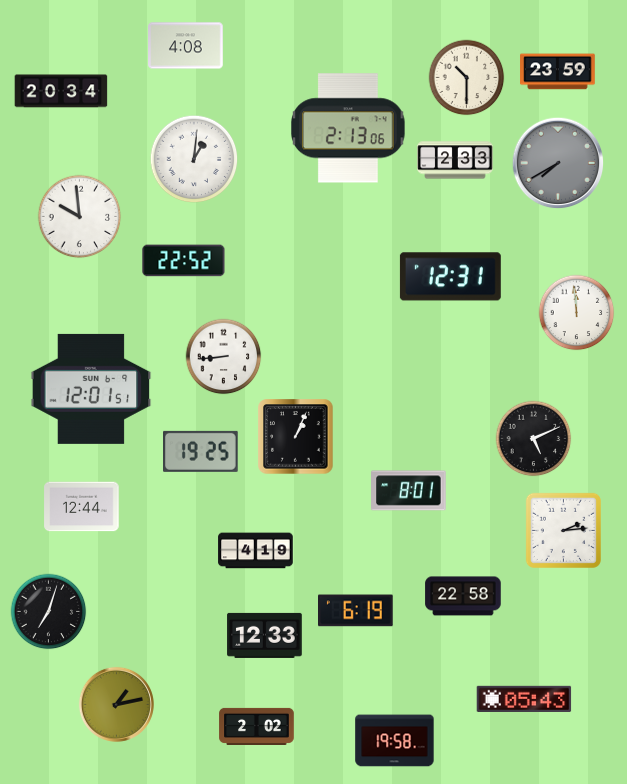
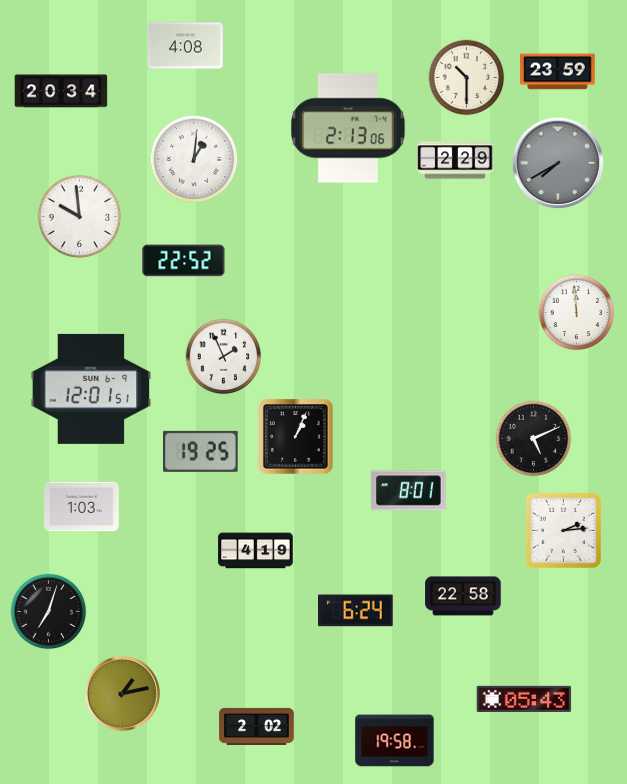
clock at (455, 160): 2:33 -> 2:29
clock at (450, 277): 12:31 -> none
clock at (224, 357): 8:44 -> 1:56
clock at (82, 507): 12:44 -> 1:03
clock at (356, 611): 6:19 -> 6:24
clock at (265, 635): 12:33 -> none
clock at (116, 704) position: (116, 704) -> (122, 693)
